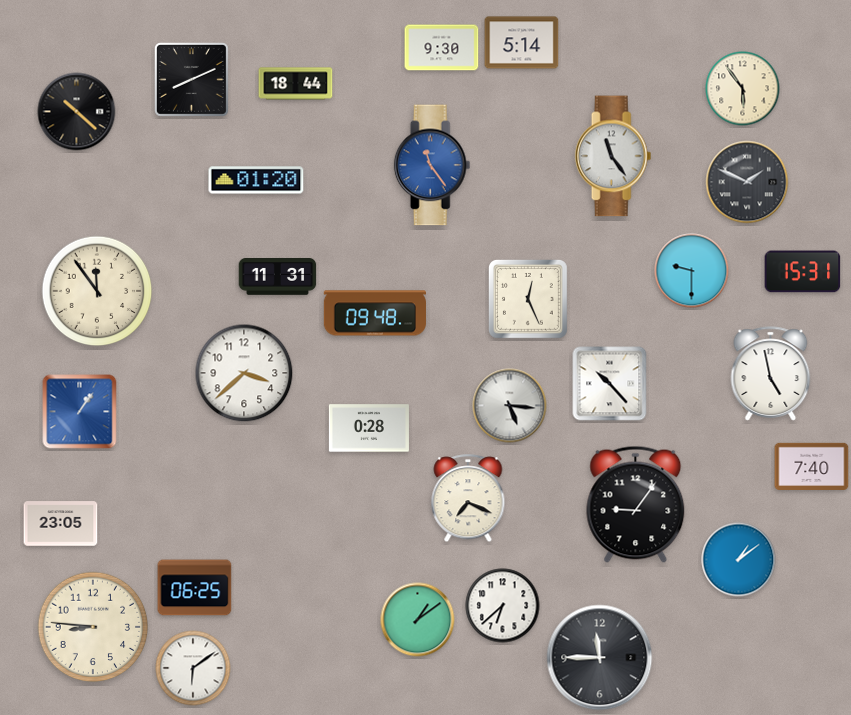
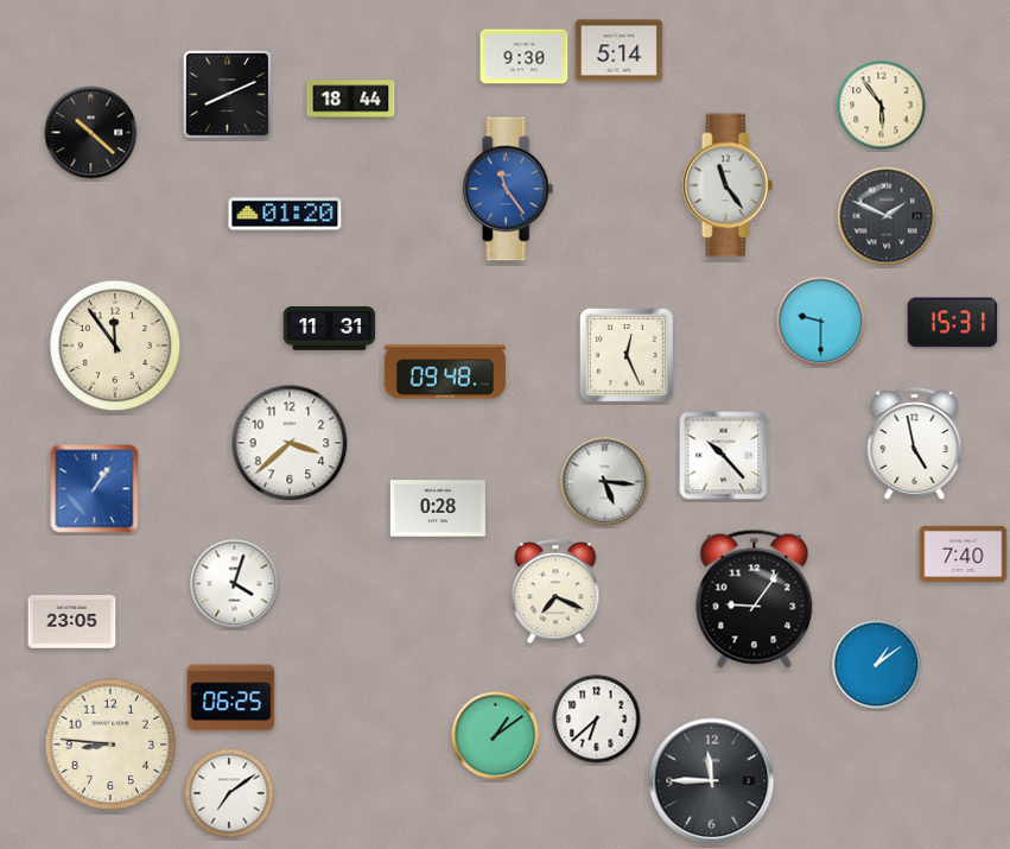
clock at (432, 165) position: (432, 165) -> (508, 189)
clock at (256, 180) position: (256, 180) -> (285, 214)
clock at (235, 584): none -> 4:03
clock at (193, 668): 6:09 -> 7:09
